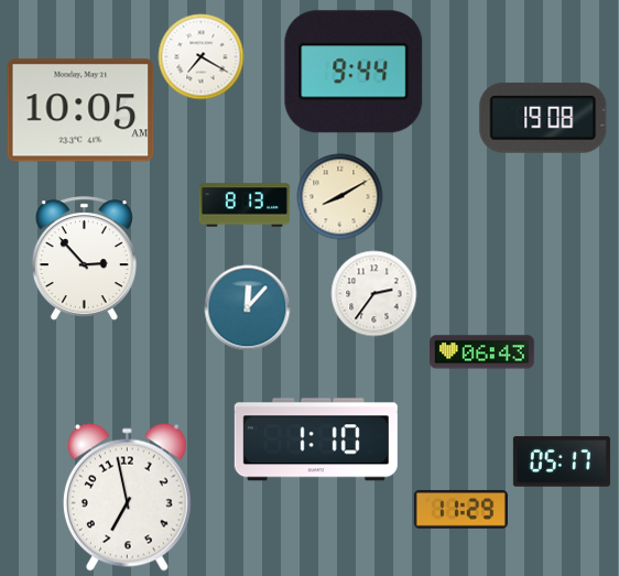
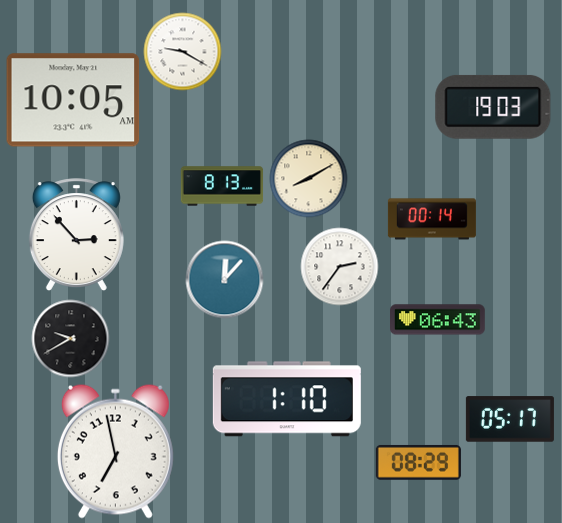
clock at (200, 56): 7:20 -> 9:20
clock at (354, 72): 9:44 -> none
clock at (543, 118): 19:08 -> 19:03
clock at (432, 219): none -> 00:14
clock at (70, 338): none -> 9:40
clock at (460, 509): 11:29 -> 08:29
